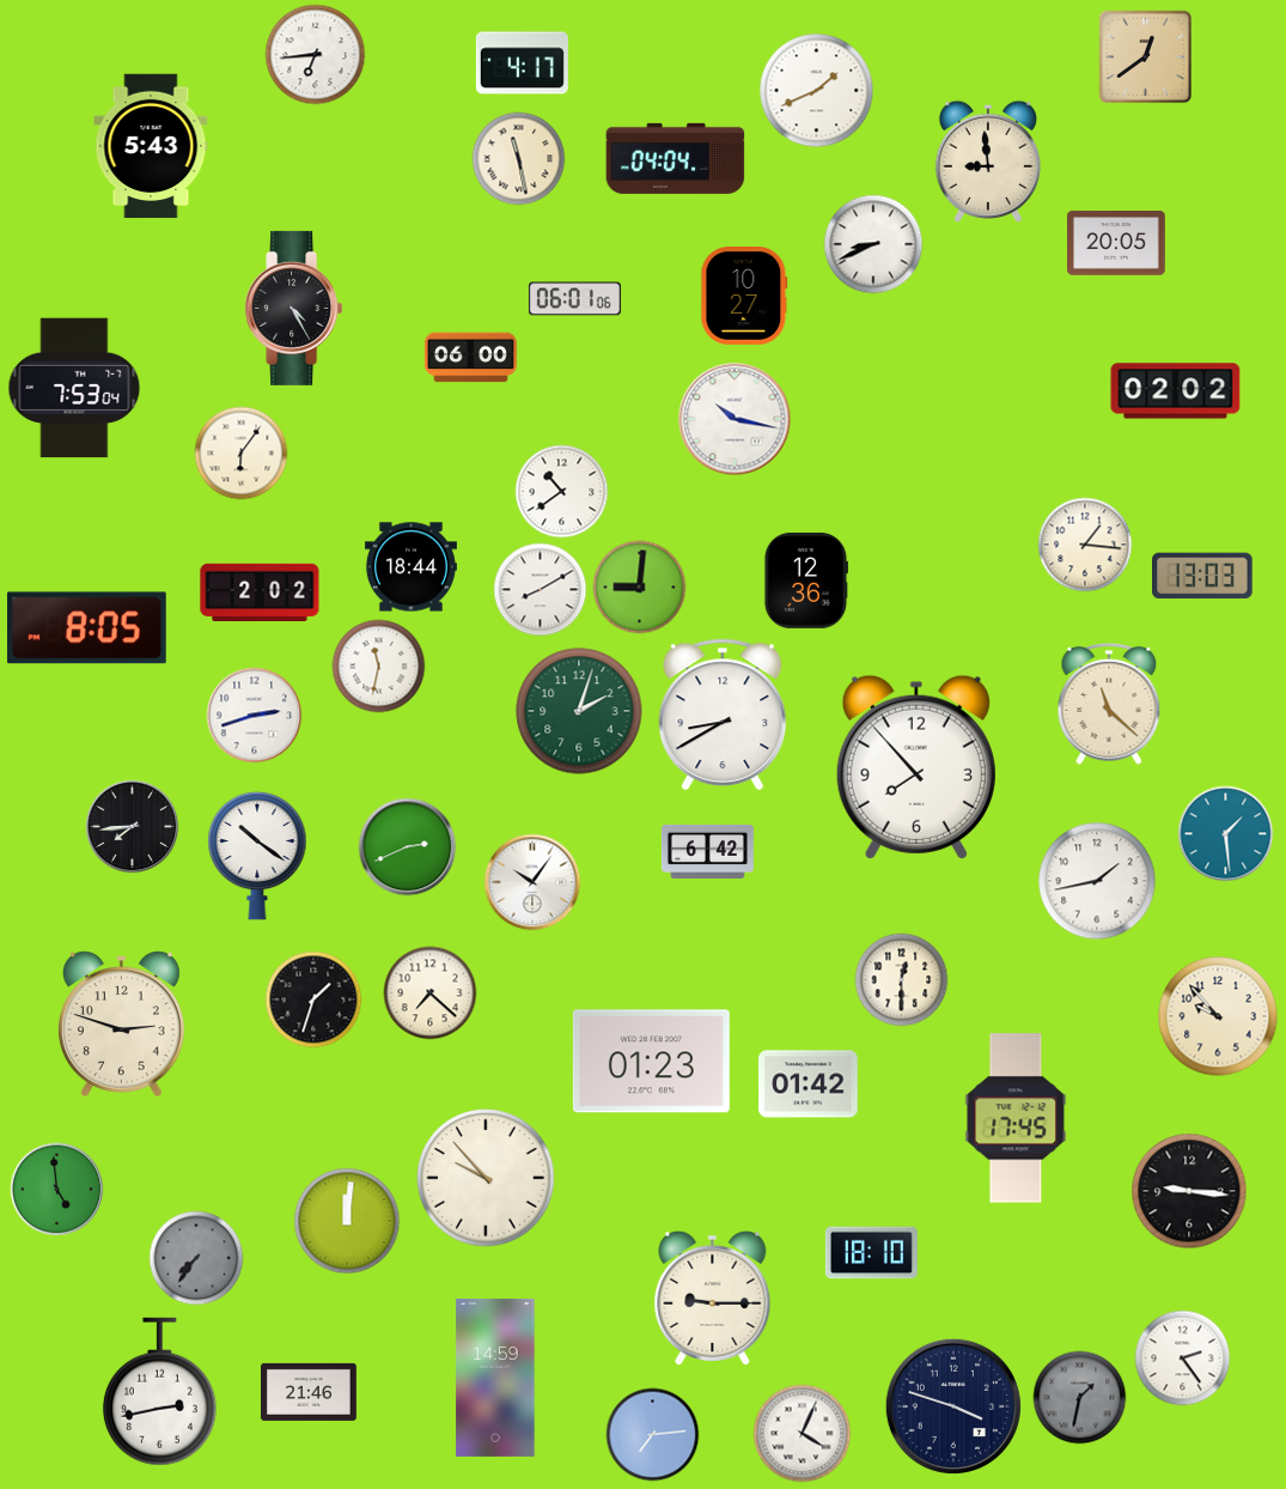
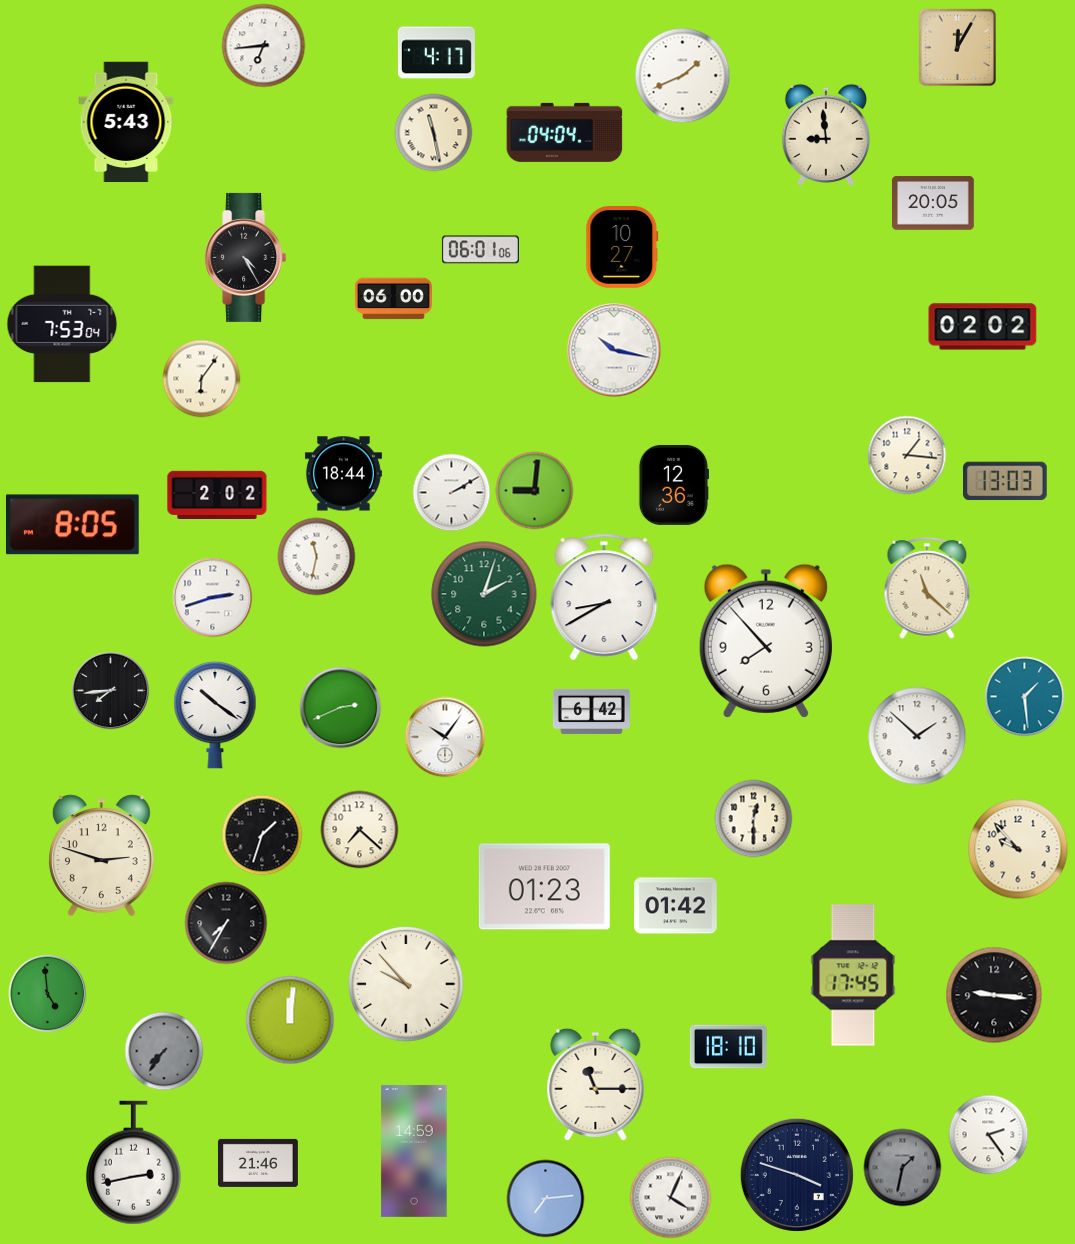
clock at (1145, 56): 12:39 -> 12:05
clock at (873, 244): 8:41 -> none
clock at (561, 491): 10:39 -> none
clock at (540, 589): 8:10 -> 2:10
clock at (1097, 881): 1:43 -> 1:52
clock at (226, 923): none -> 7:35
clock at (1016, 1118) position: (1016, 1118) -> (853, 975)
clock at (713, 1297): 9:15 -> 11:15
